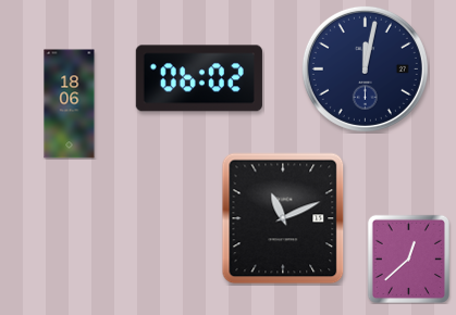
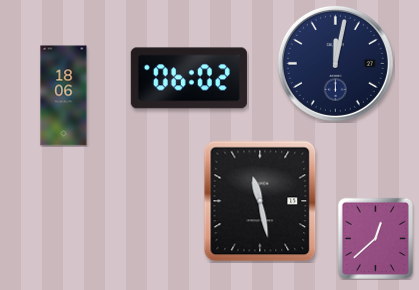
clock at (199, 78) position: (199, 78) -> (189, 78)
clock at (283, 218): 11:11 -> 11:28
